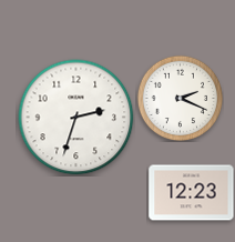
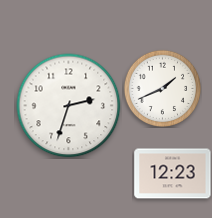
clock at (180, 98): 2:19 -> 1:41
